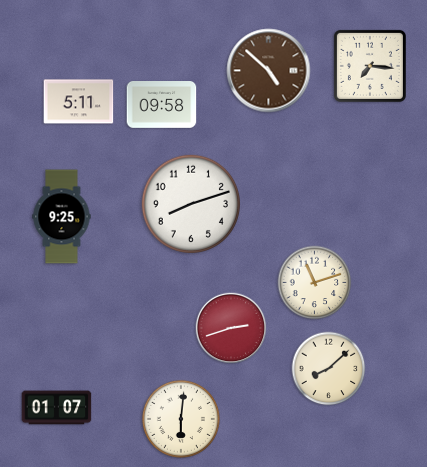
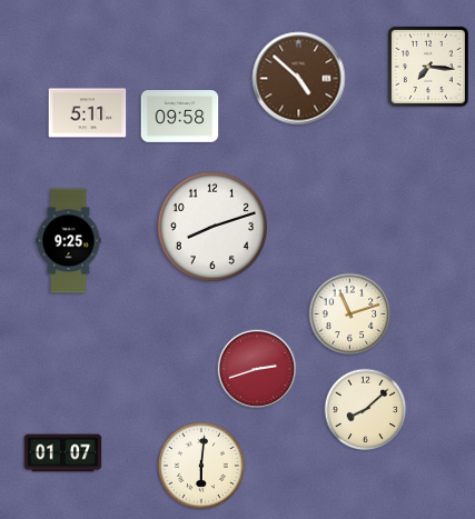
clock at (370, 66) position: (370, 66) -> (428, 67)
clock at (231, 328) position: (231, 328) -> (257, 369)
